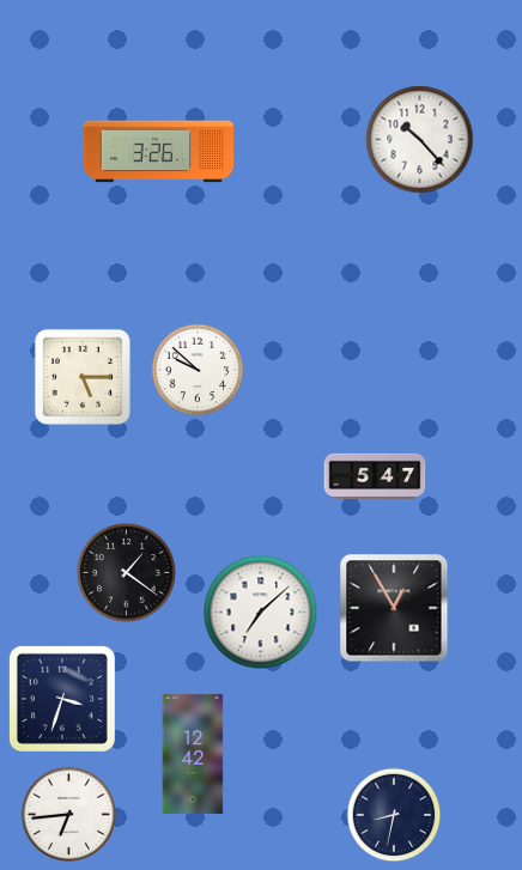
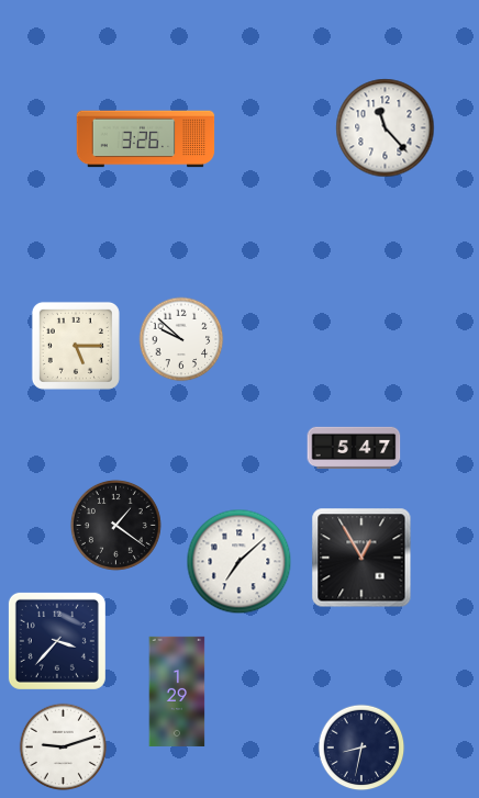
clock at (420, 140): 10:23 -> 11:23
clock at (375, 475) position: (375, 475) -> (354, 447)
clock at (62, 699): 3:33 -> 3:37
clock at (193, 754): 12:42 -> 1:29
clock at (69, 815): 6:44 -> 9:12
